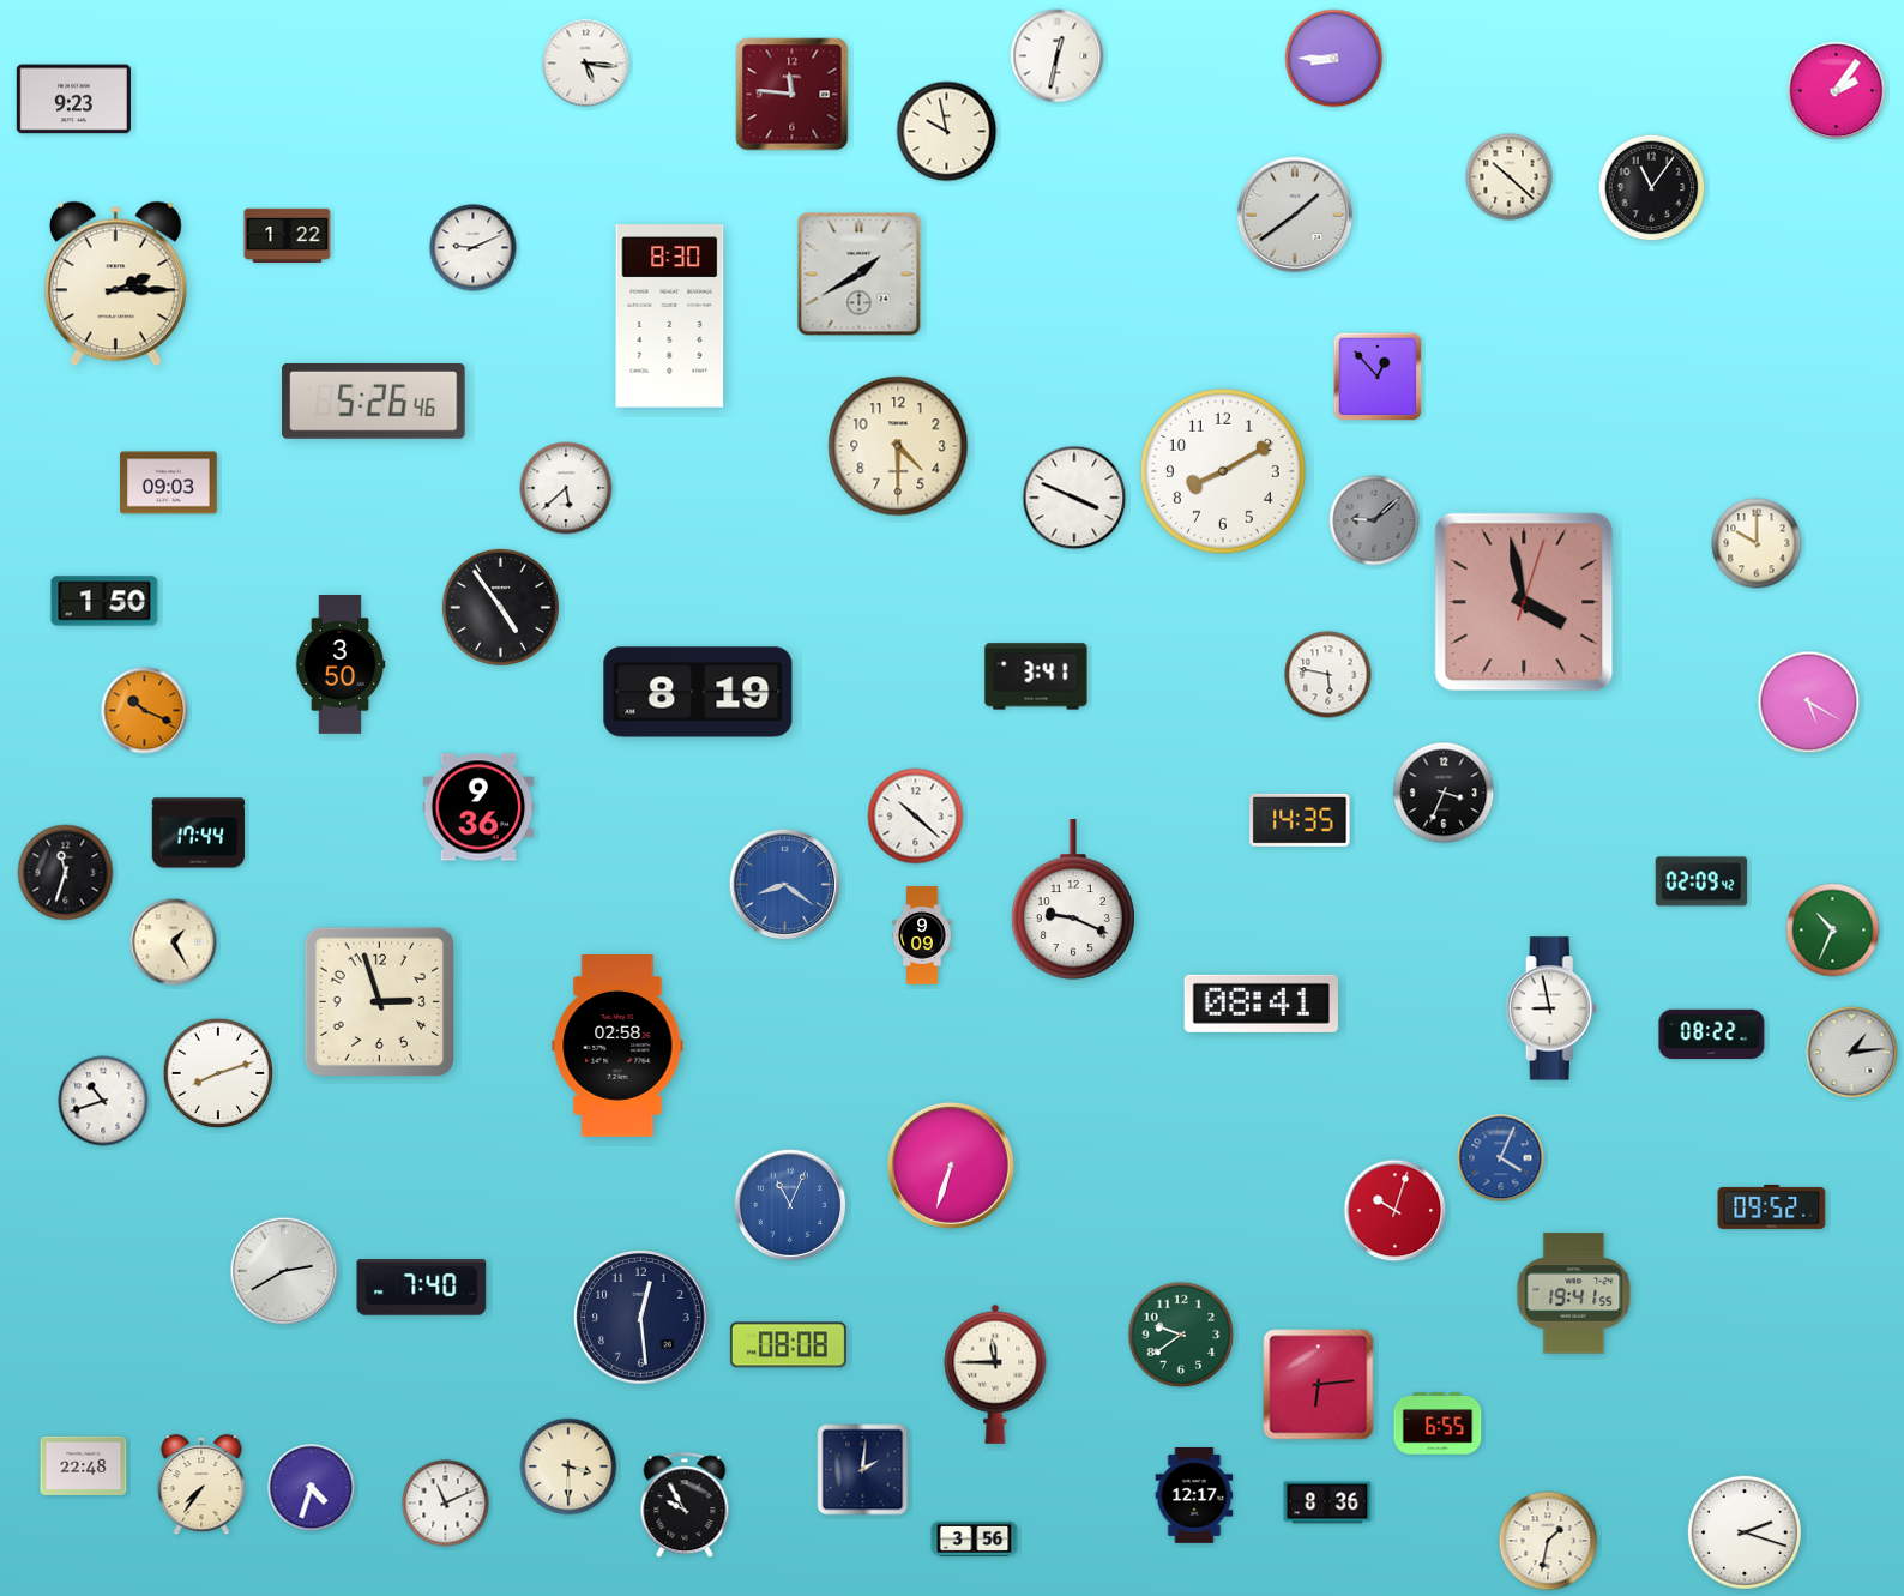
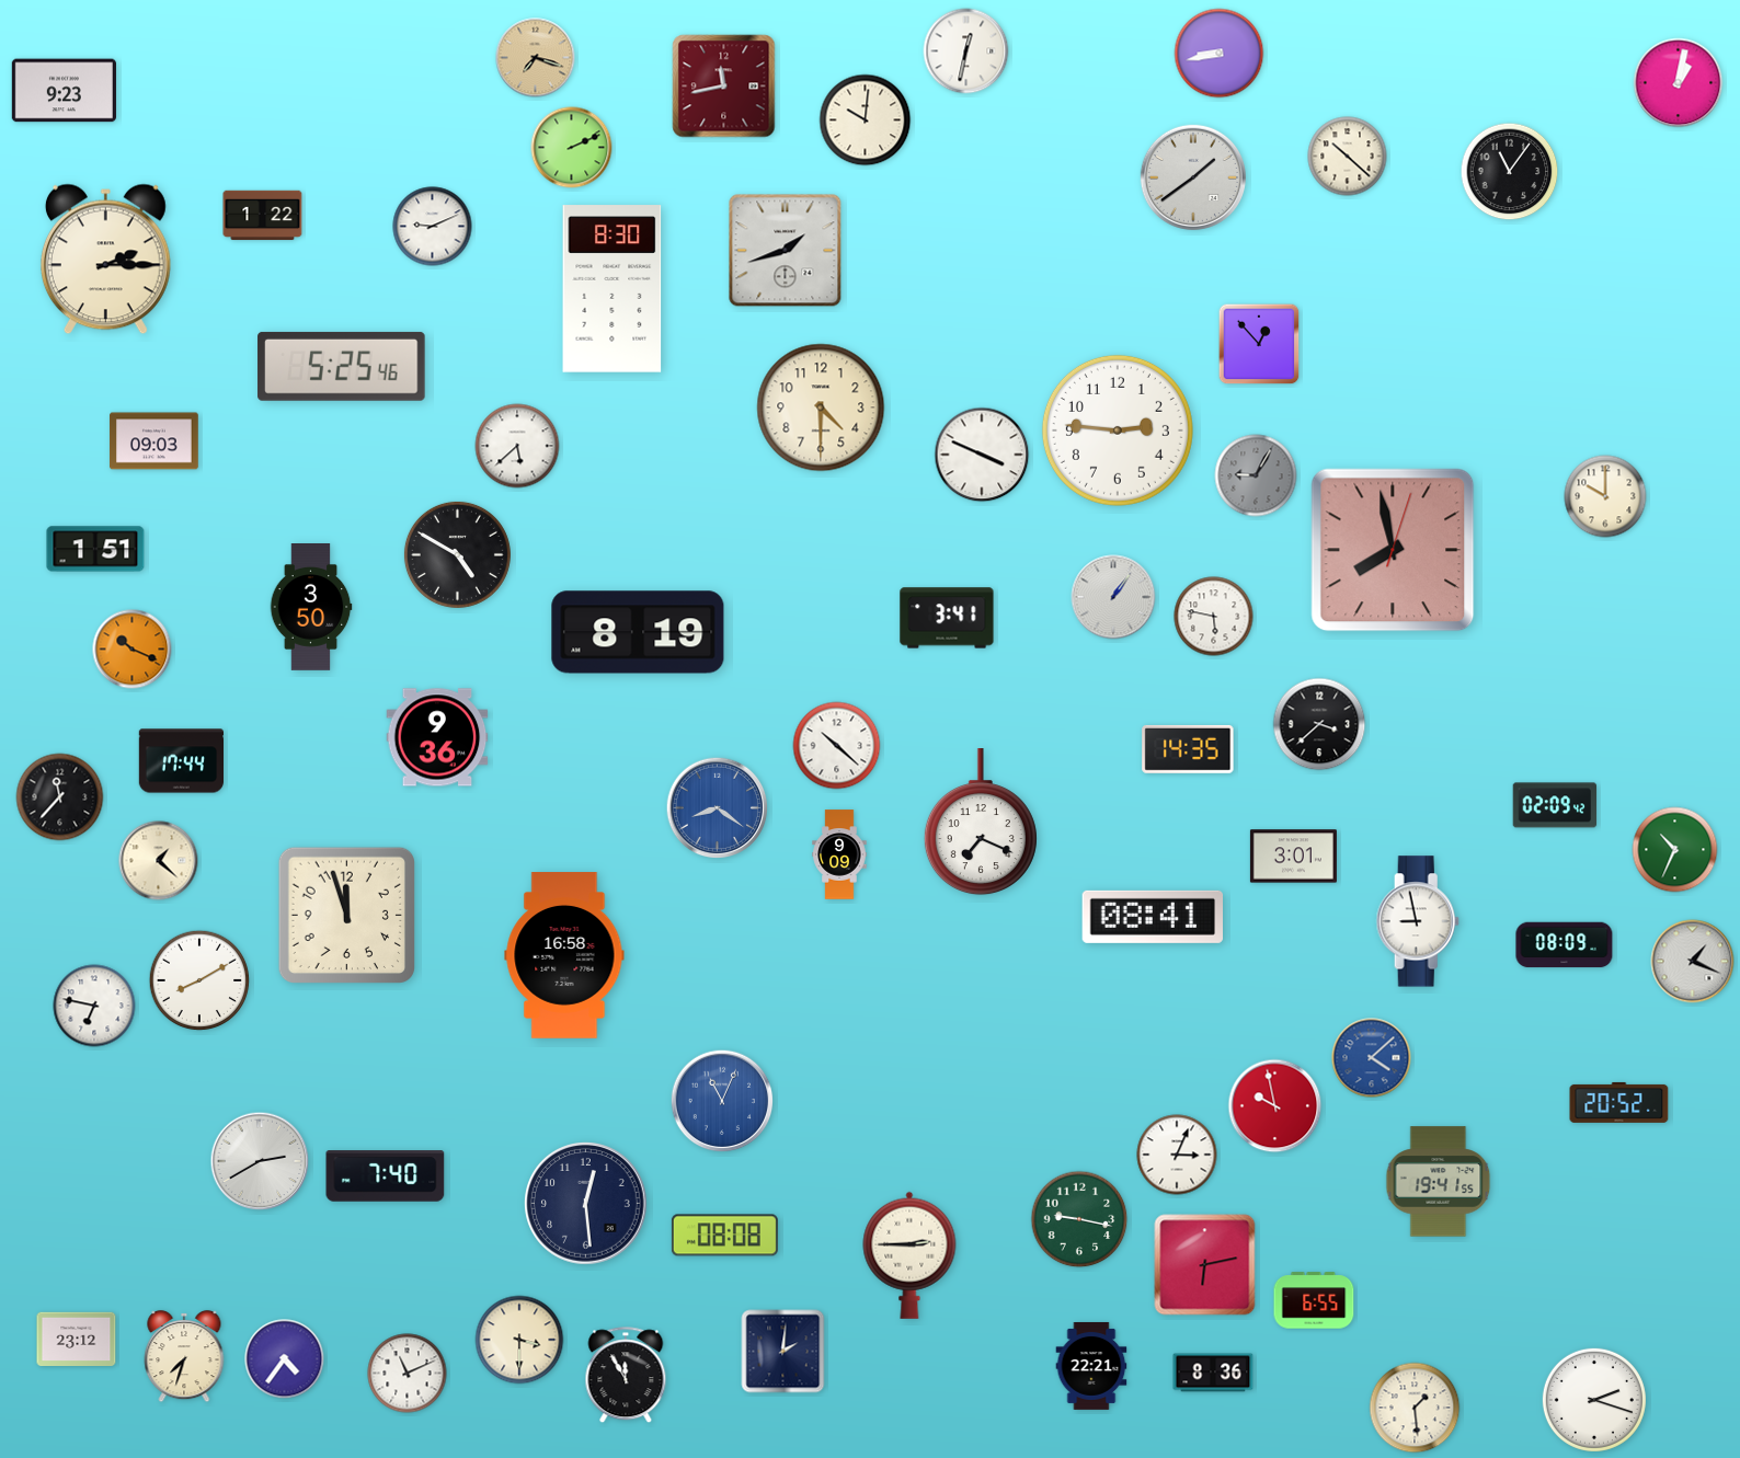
clock at (1334, 59): 8:45 -> 8:43
clock at (586, 64): 5:16 -> 7:18
clock at (586, 64) dial: white -> champagne
clock at (1837, 91): 2:06 -> 1:02
clock at (793, 95): 11:46 -> 11:43
clock at (73, 100) position: (73, 100) -> (64, 91)
clock at (947, 132): 9:58 -> 10:01
clock at (572, 148): none -> 2:11
clock at (1510, 177) position: (1510, 177) -> (1348, 157)
clock at (1295, 215) position: (1295, 215) -> (1193, 177)
clock at (860, 275): 1:40 -> 1:42
clock at (374, 400): 5:26 -> 5:25
clock at (1223, 471): 8:10 -> 2:46
clock at (1374, 520): 9:08 -> 9:05
clock at (104, 601): 1:50 -> 1:51
clock at (1524, 602): 3:58 -> 7:58
clock at (500, 607): 4:54 -> 4:50
clock at (1113, 597): none -> 1:06
clock at (1809, 703): 5:20 -> none
clock at (1444, 793): 3:34 -> 3:38
clock at (66, 873): 11:33 -> 11:37
clock at (1073, 901): 9:19 -> 7:19
clock at (922, 935) position: (922, 935) -> (839, 854)
clock at (1293, 857): none -> 3:01
clock at (174, 942): 1:25 -> 1:22
clock at (379, 1001): 2:57 -> 11:57
clock at (1712, 1035): 08:22 -> 08:09
clock at (617, 1046): 02:58 -> 16:58
clock at (1852, 1053): 1:14 -> 1:19
clock at (218, 1073): 8:12 -> 8:10
clock at (103, 1101): 10:42 -> 6:47
clock at (1501, 1158): 4:04 -> 4:08
clock at (951, 1166): 6:33 -> none
clock at (1772, 1206): 09:52 -> 20:52
clock at (1396, 1211): 10:03 -> 9:58
clock at (1177, 1155): none -> 3:04
clock at (1181, 1335): 9:39 -> 9:17
clock at (788, 1345) position: (788, 1345) -> (724, 1236)
clock at (995, 1374): 11:45 -> 2:45
clock at (1319, 1385): 6:14 -> 6:13
clock at (84, 1465): 22:48 -> 23:12
clock at (863, 1470) position: (863, 1470) -> (783, 1352)
clock at (201, 1484): 7:36 -> 7:33
clock at (312, 1488): 4:33 -> 4:36
clock at (1194, 1495): 12:17 -> 22:21
clock at (685, 1506): 9:55 -> 11:55
clock at (975, 1538): 3:56 -> none
clock at (1548, 1541): 1:32 -> 1:29
